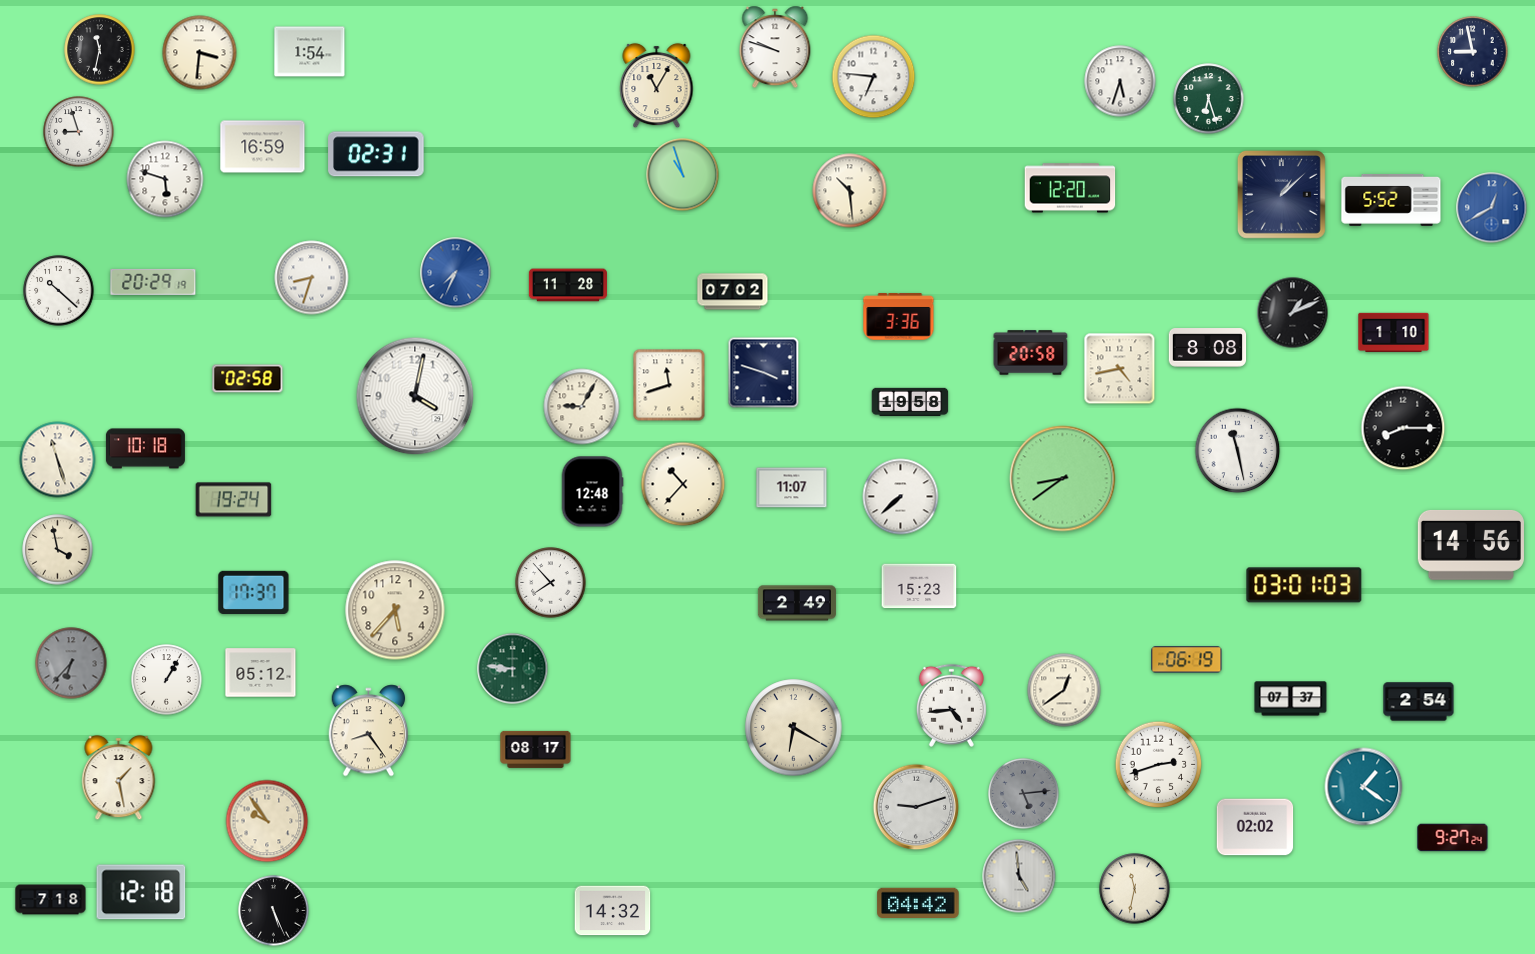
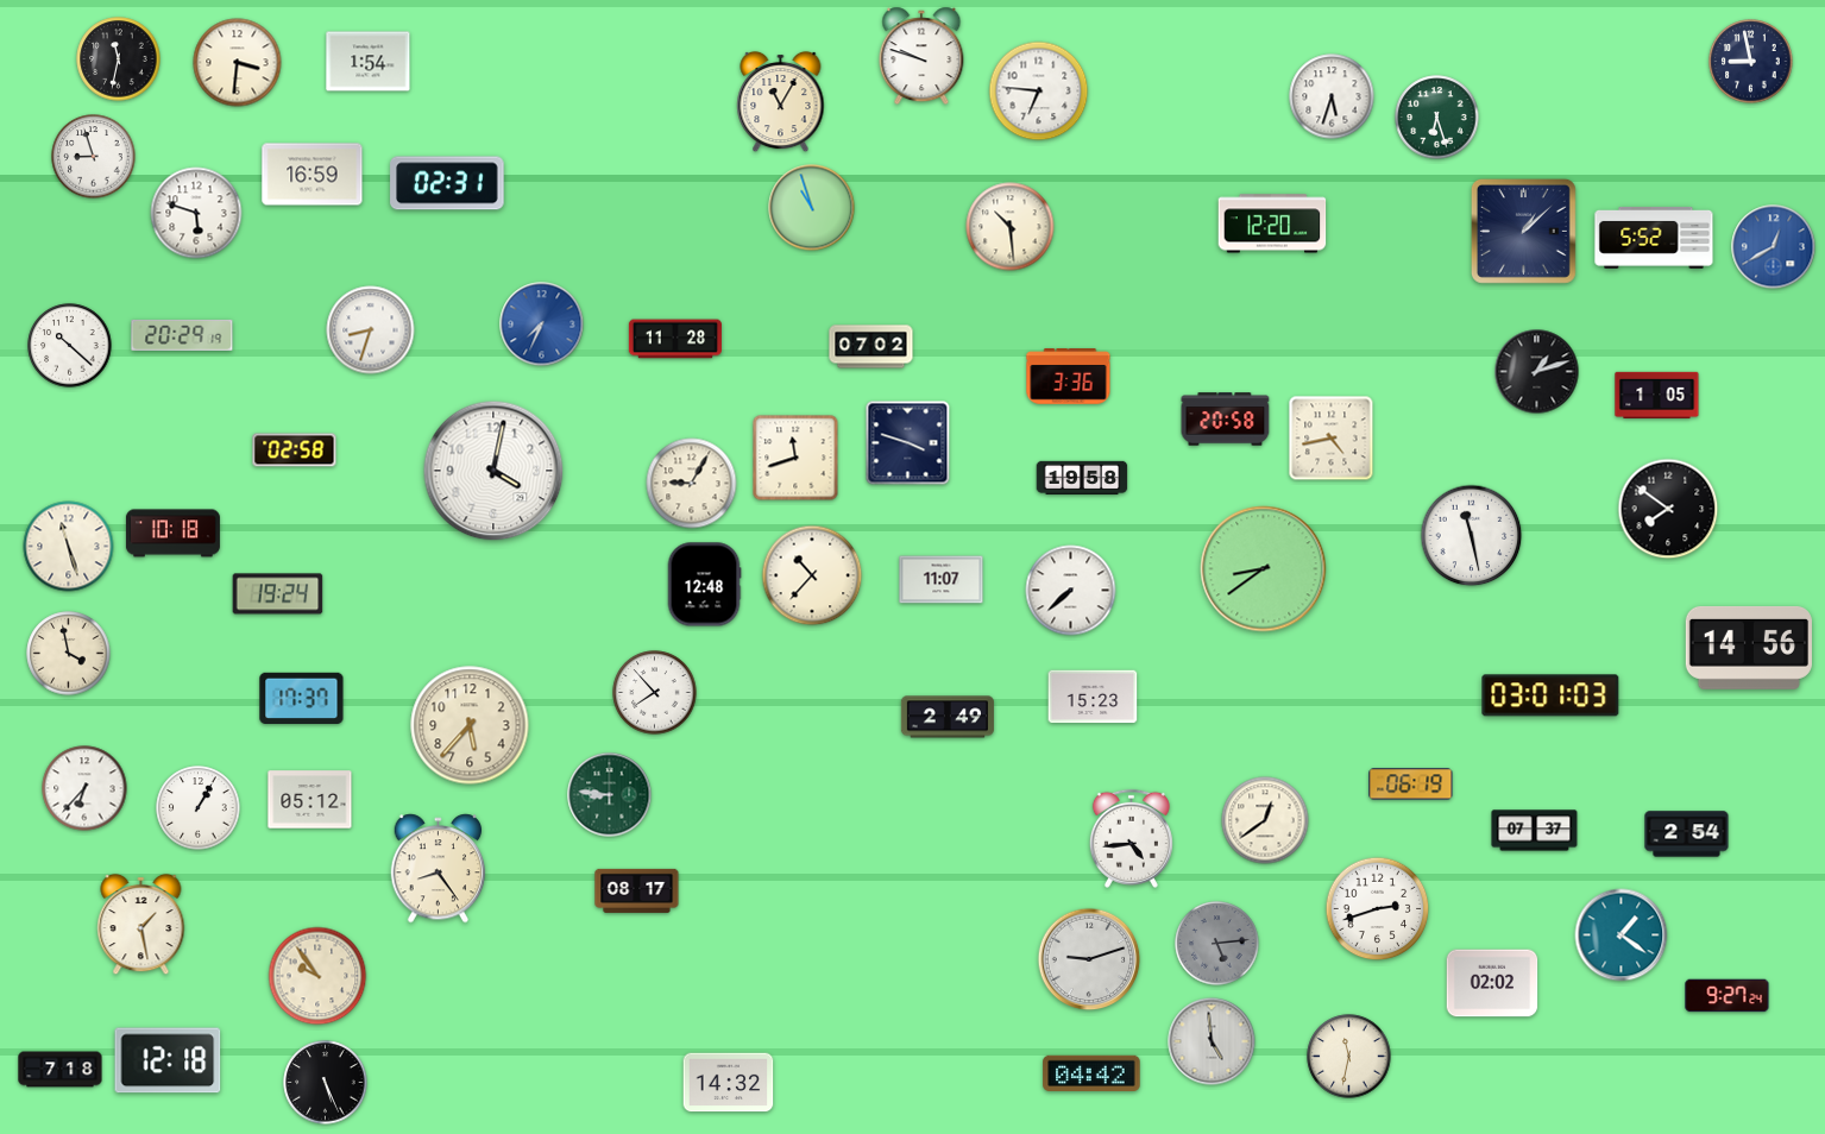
clock at (1293, 313): 1:11 -> 1:12
clock at (1394, 332): 1:10 -> 1:05
clock at (1208, 348): 8:08 -> none
clock at (1403, 428): 8:15 -> 7:51
clock at (254, 592) position: (254, 592) -> (302, 698)
clock at (71, 663) dial: grey -> white
clock at (794, 728): 6:20 -> none
